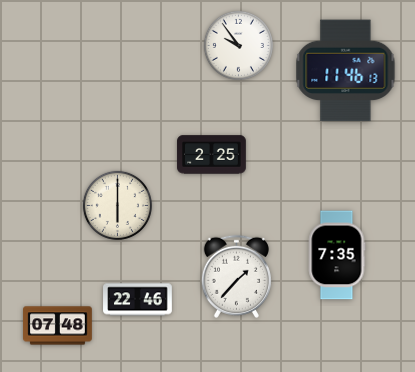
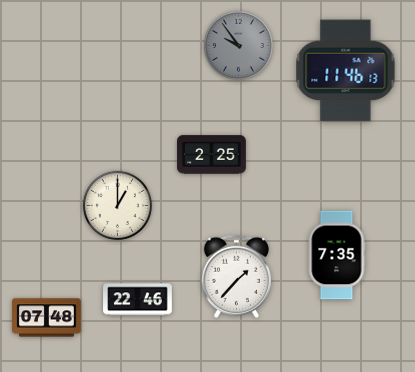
clock at (238, 45) dial: white -> grey
clock at (117, 205): 6:00 -> 1:00
clock at (58, 326) position: (58, 326) -> (47, 318)
